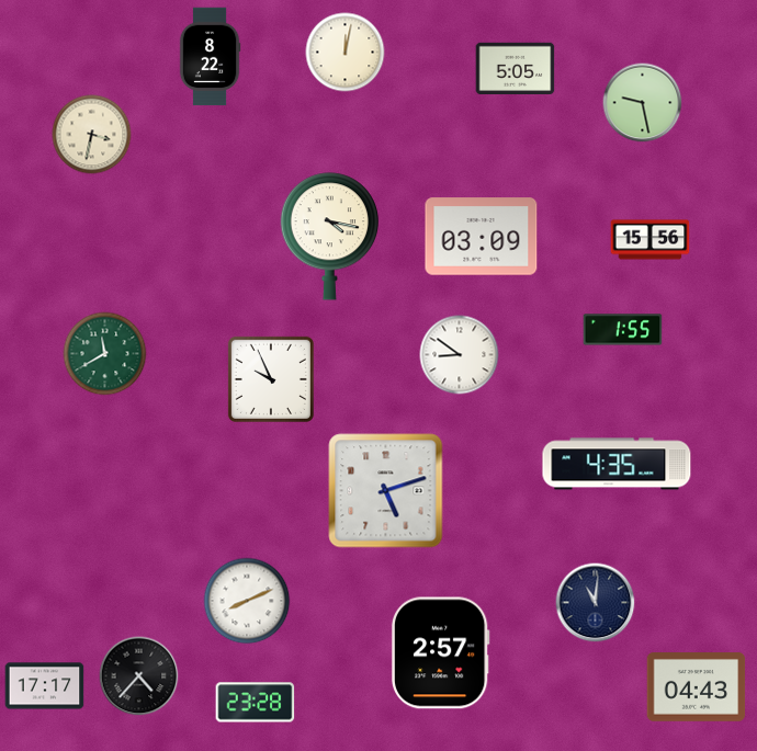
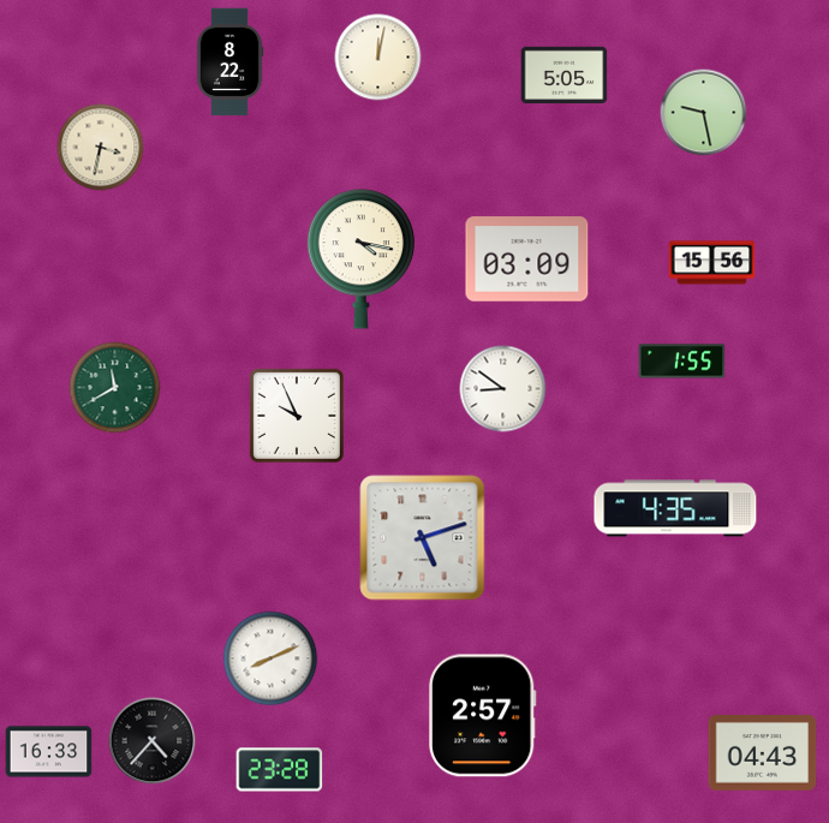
clock at (596, 603): 11:01 -> none
clock at (45, 686): 17:17 -> 16:33
